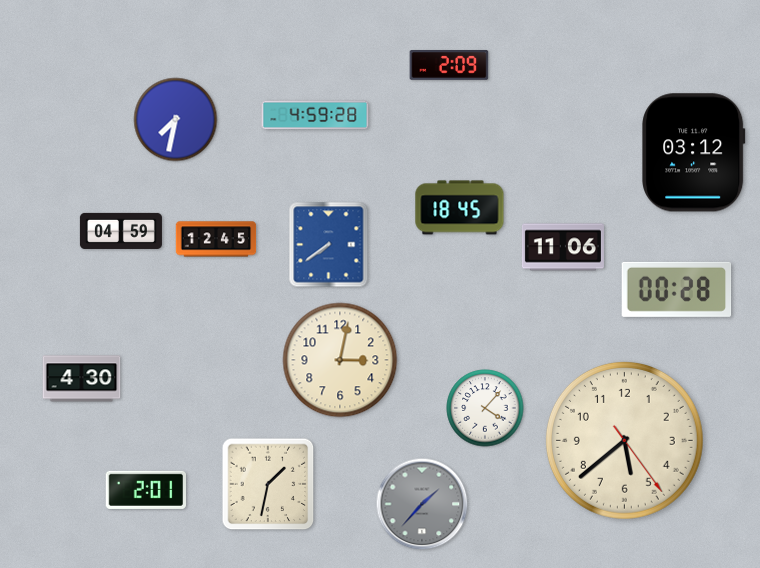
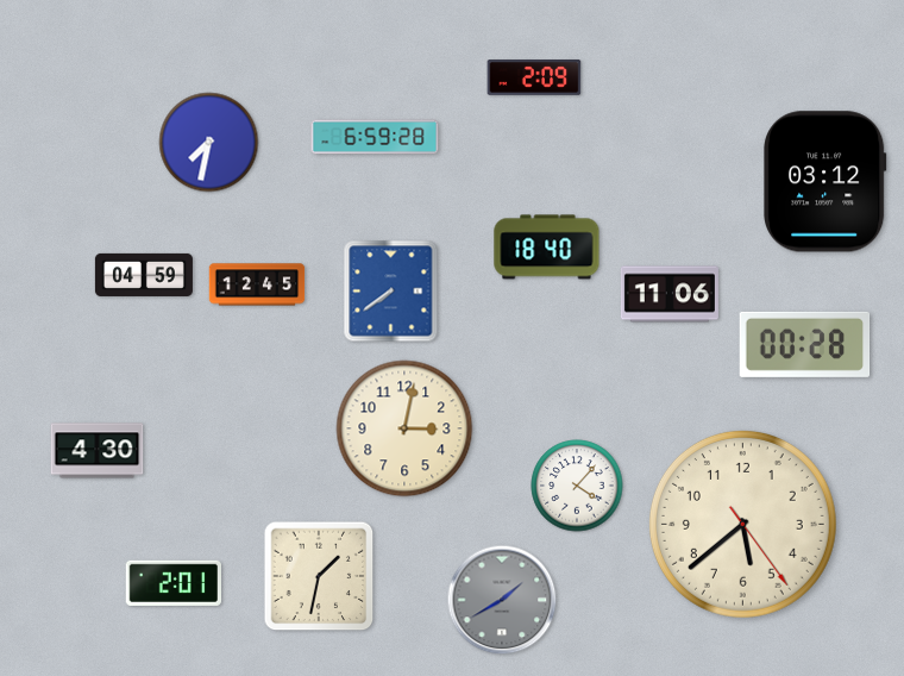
clock at (315, 115): 4:59 -> 6:59
clock at (460, 208): 18:45 -> 18:40
clock at (422, 504): 1:37 -> 1:40
